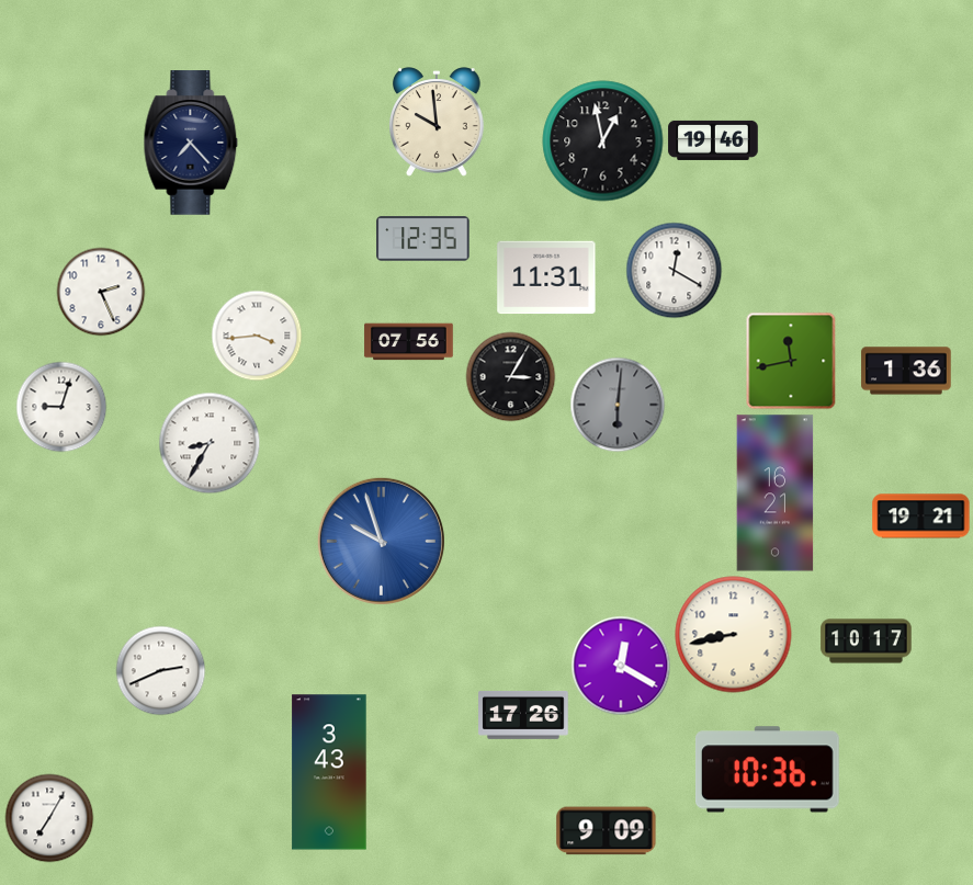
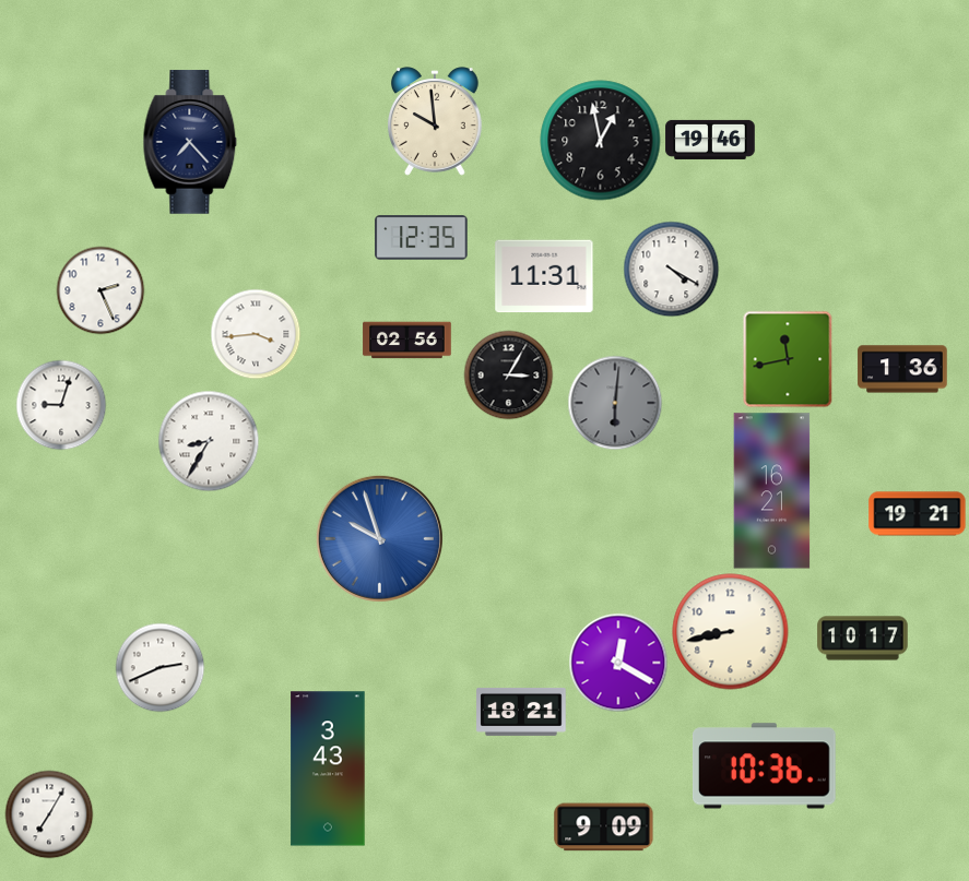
clock at (674, 270): 12:20 -> 4:20
clock at (409, 342): 07:56 -> 02:56
clock at (523, 715): 17:26 -> 18:21
